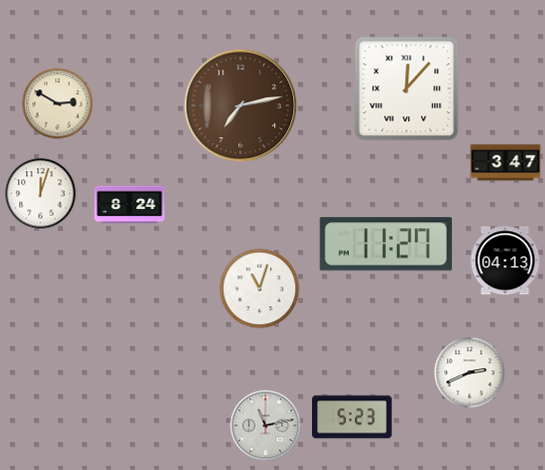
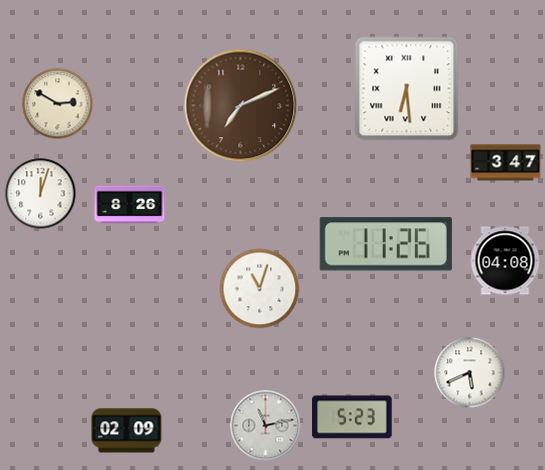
clock at (407, 89): 12:07 -> 6:29
clock at (241, 106): 7:13 -> 7:11
clock at (130, 205): 8:24 -> 8:26
clock at (386, 244): 11:27 -> 11:26
clock at (505, 261): 04:13 -> 04:08
clock at (470, 373): 2:41 -> 5:41
clock at (127, 431): none -> 02:09
